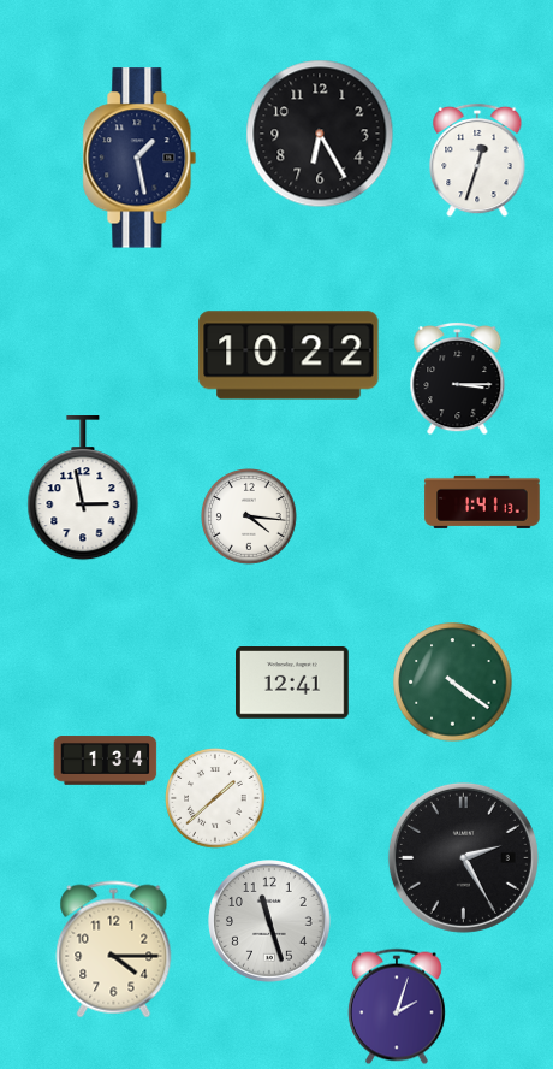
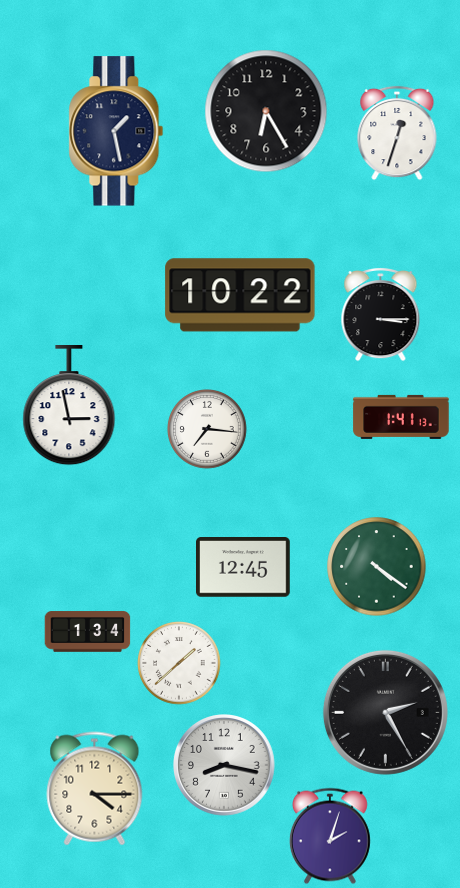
clock at (250, 518): 4:16 -> 7:16
clock at (293, 683): 12:41 -> 12:45
clock at (270, 922): 11:27 -> 8:17
